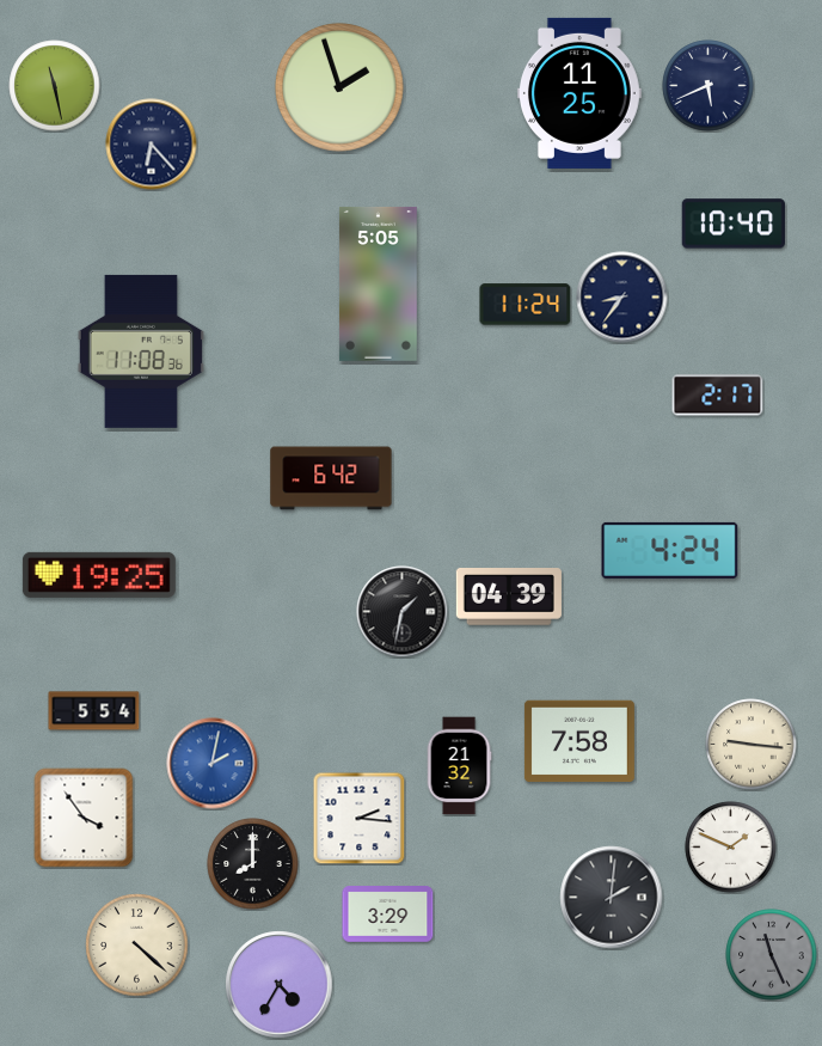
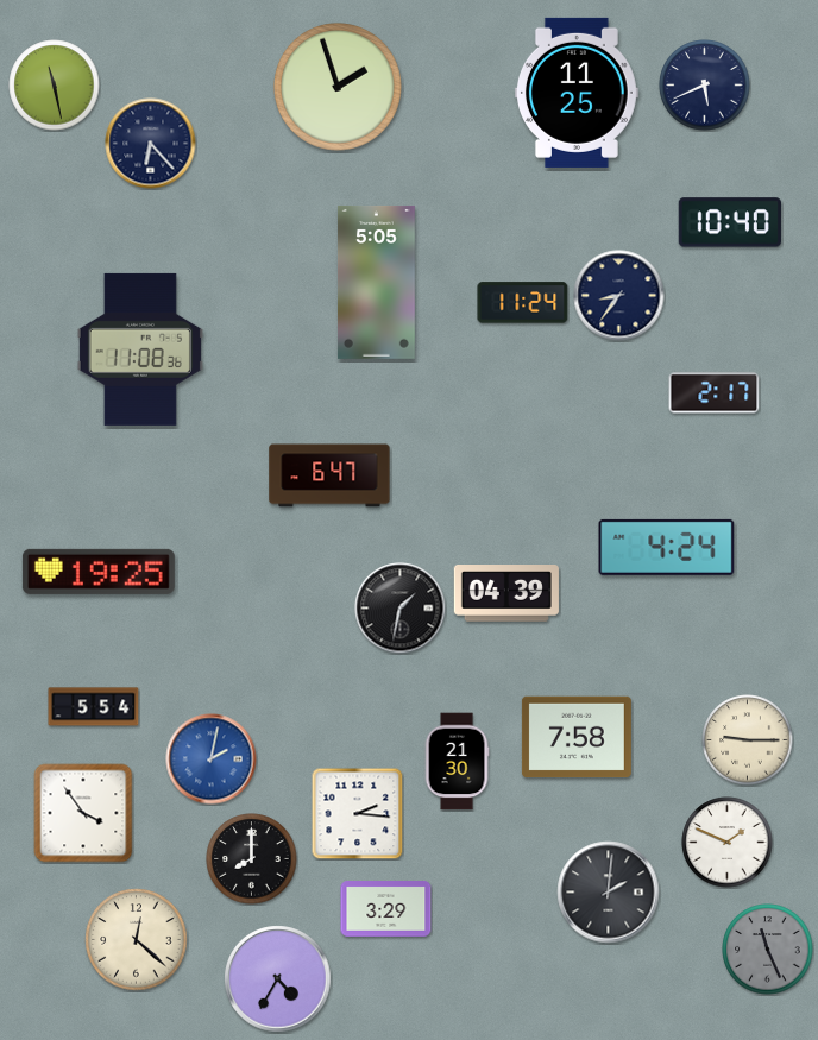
clock at (331, 478): 6:42 -> 6:47
clock at (752, 745): 9:16 -> 9:15
clock at (459, 766): 21:32 -> 21:30
clock at (137, 946): 4:22 -> 12:22
